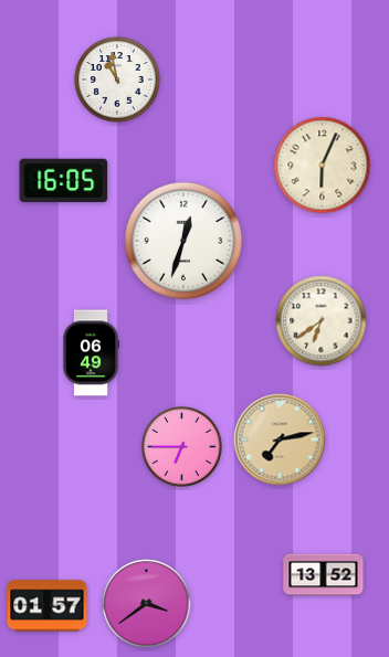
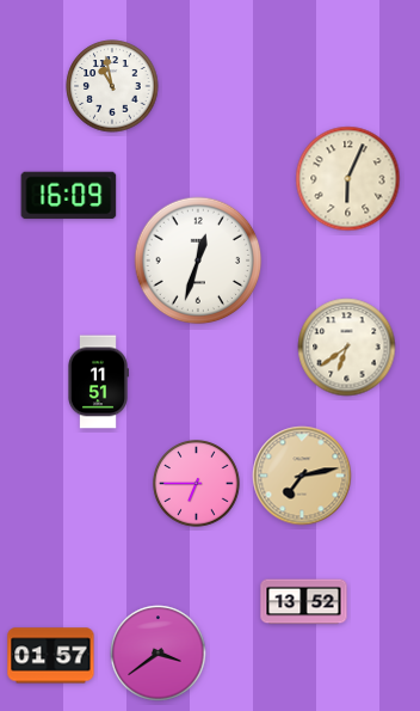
clock at (117, 80) position: (117, 80) -> (112, 86)
clock at (64, 181): 16:05 -> 16:09
clock at (92, 353): 06:49 -> 11:51
clock at (324, 575) position: (324, 575) -> (304, 602)
